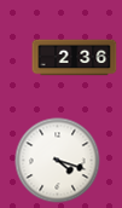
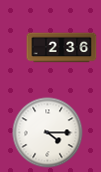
clock at (58, 161): 4:18 -> 4:15
